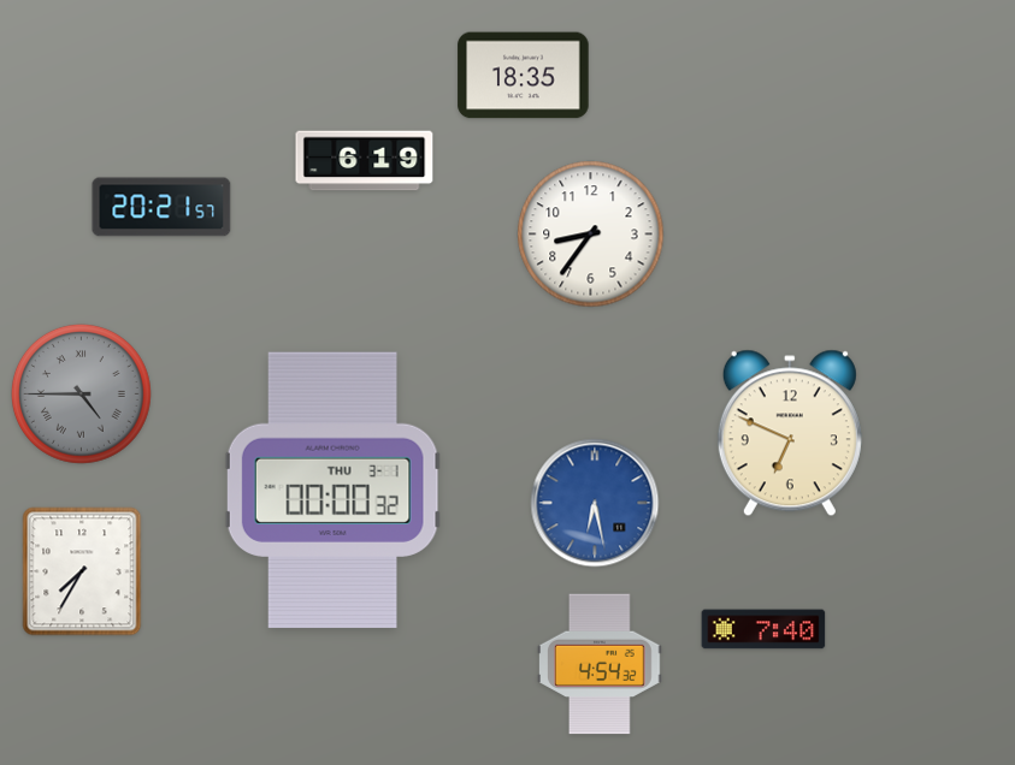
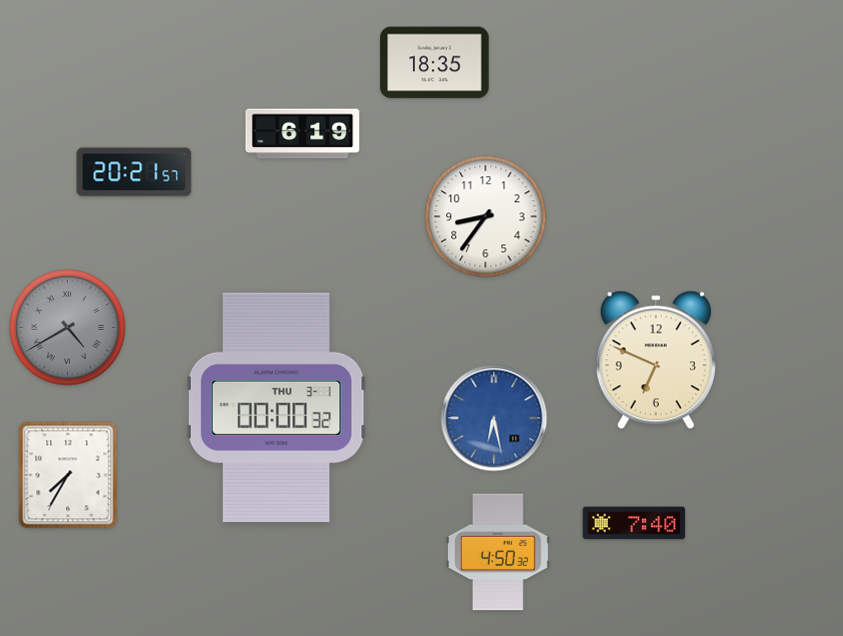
clock at (591, 235) position: (591, 235) -> (486, 217)
clock at (81, 393): 4:45 -> 4:40
clock at (601, 664): 4:54 -> 4:50
